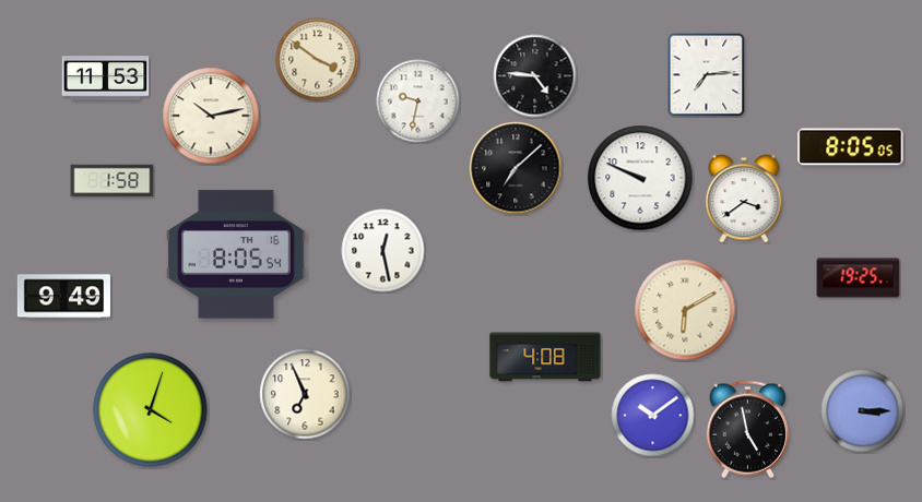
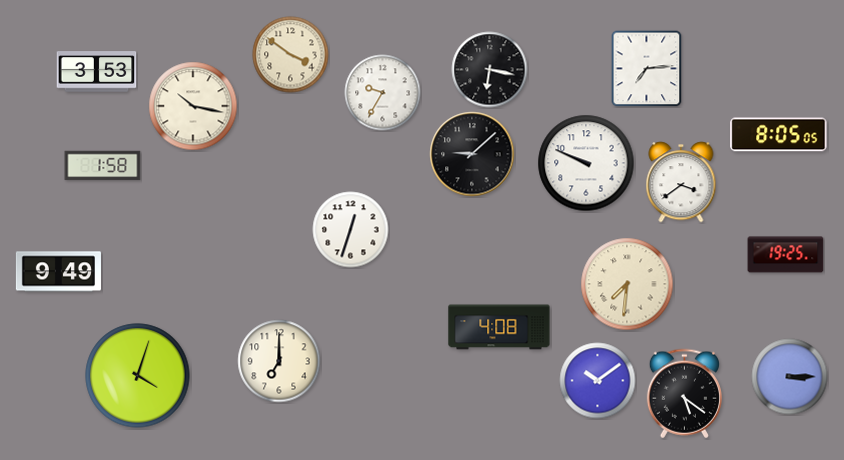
clock at (535, 76): 4:46 -> 6:17
clock at (106, 79): 11:53 -> 3:53
clock at (418, 101): 9:32 -> 9:35
clock at (211, 116): 10:13 -> 10:17
clock at (516, 168): 7:08 -> 9:08
clock at (383, 251): 12:28 -> 12:33
clock at (236, 254): 8:05 -> none
clock at (685, 310): 6:10 -> 7:31
clock at (305, 394): 6:56 -> 7:00
clock at (747, 430): 4:58 -> 5:21
